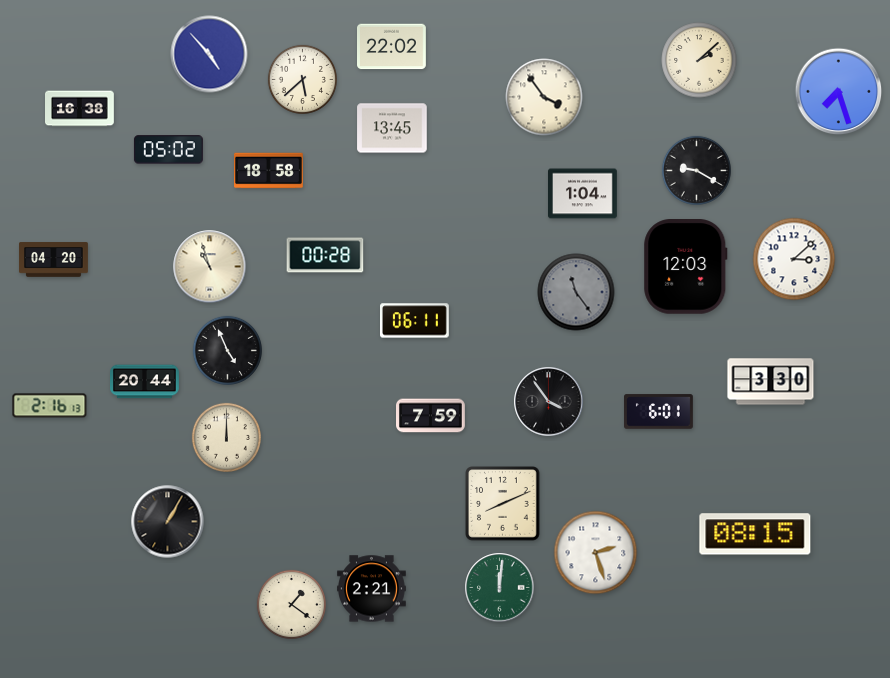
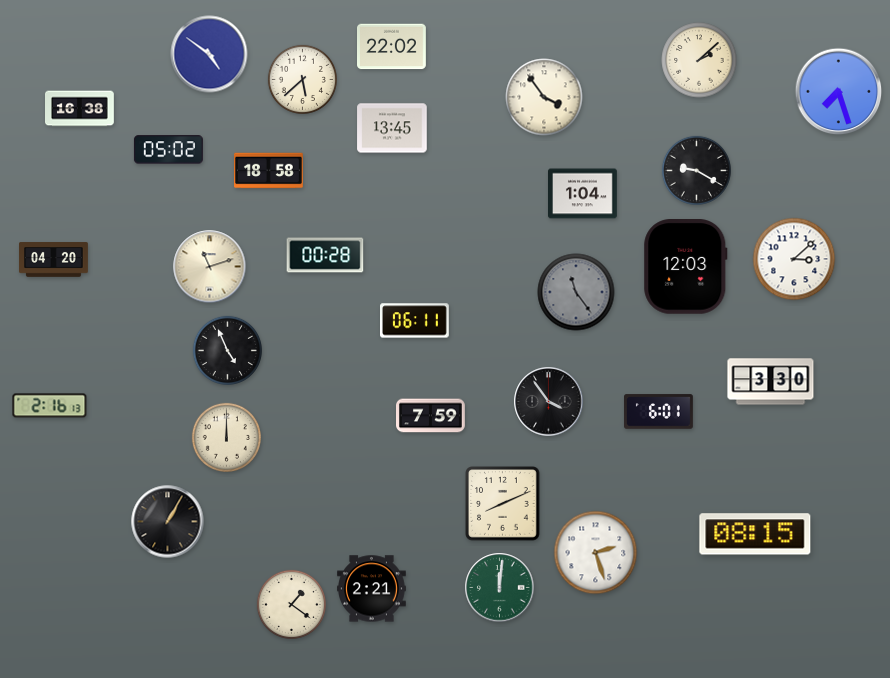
clock at (209, 54): 4:53 -> 4:51
clock at (210, 267): 10:57 -> 11:12
clock at (145, 382): 20:44 -> none
